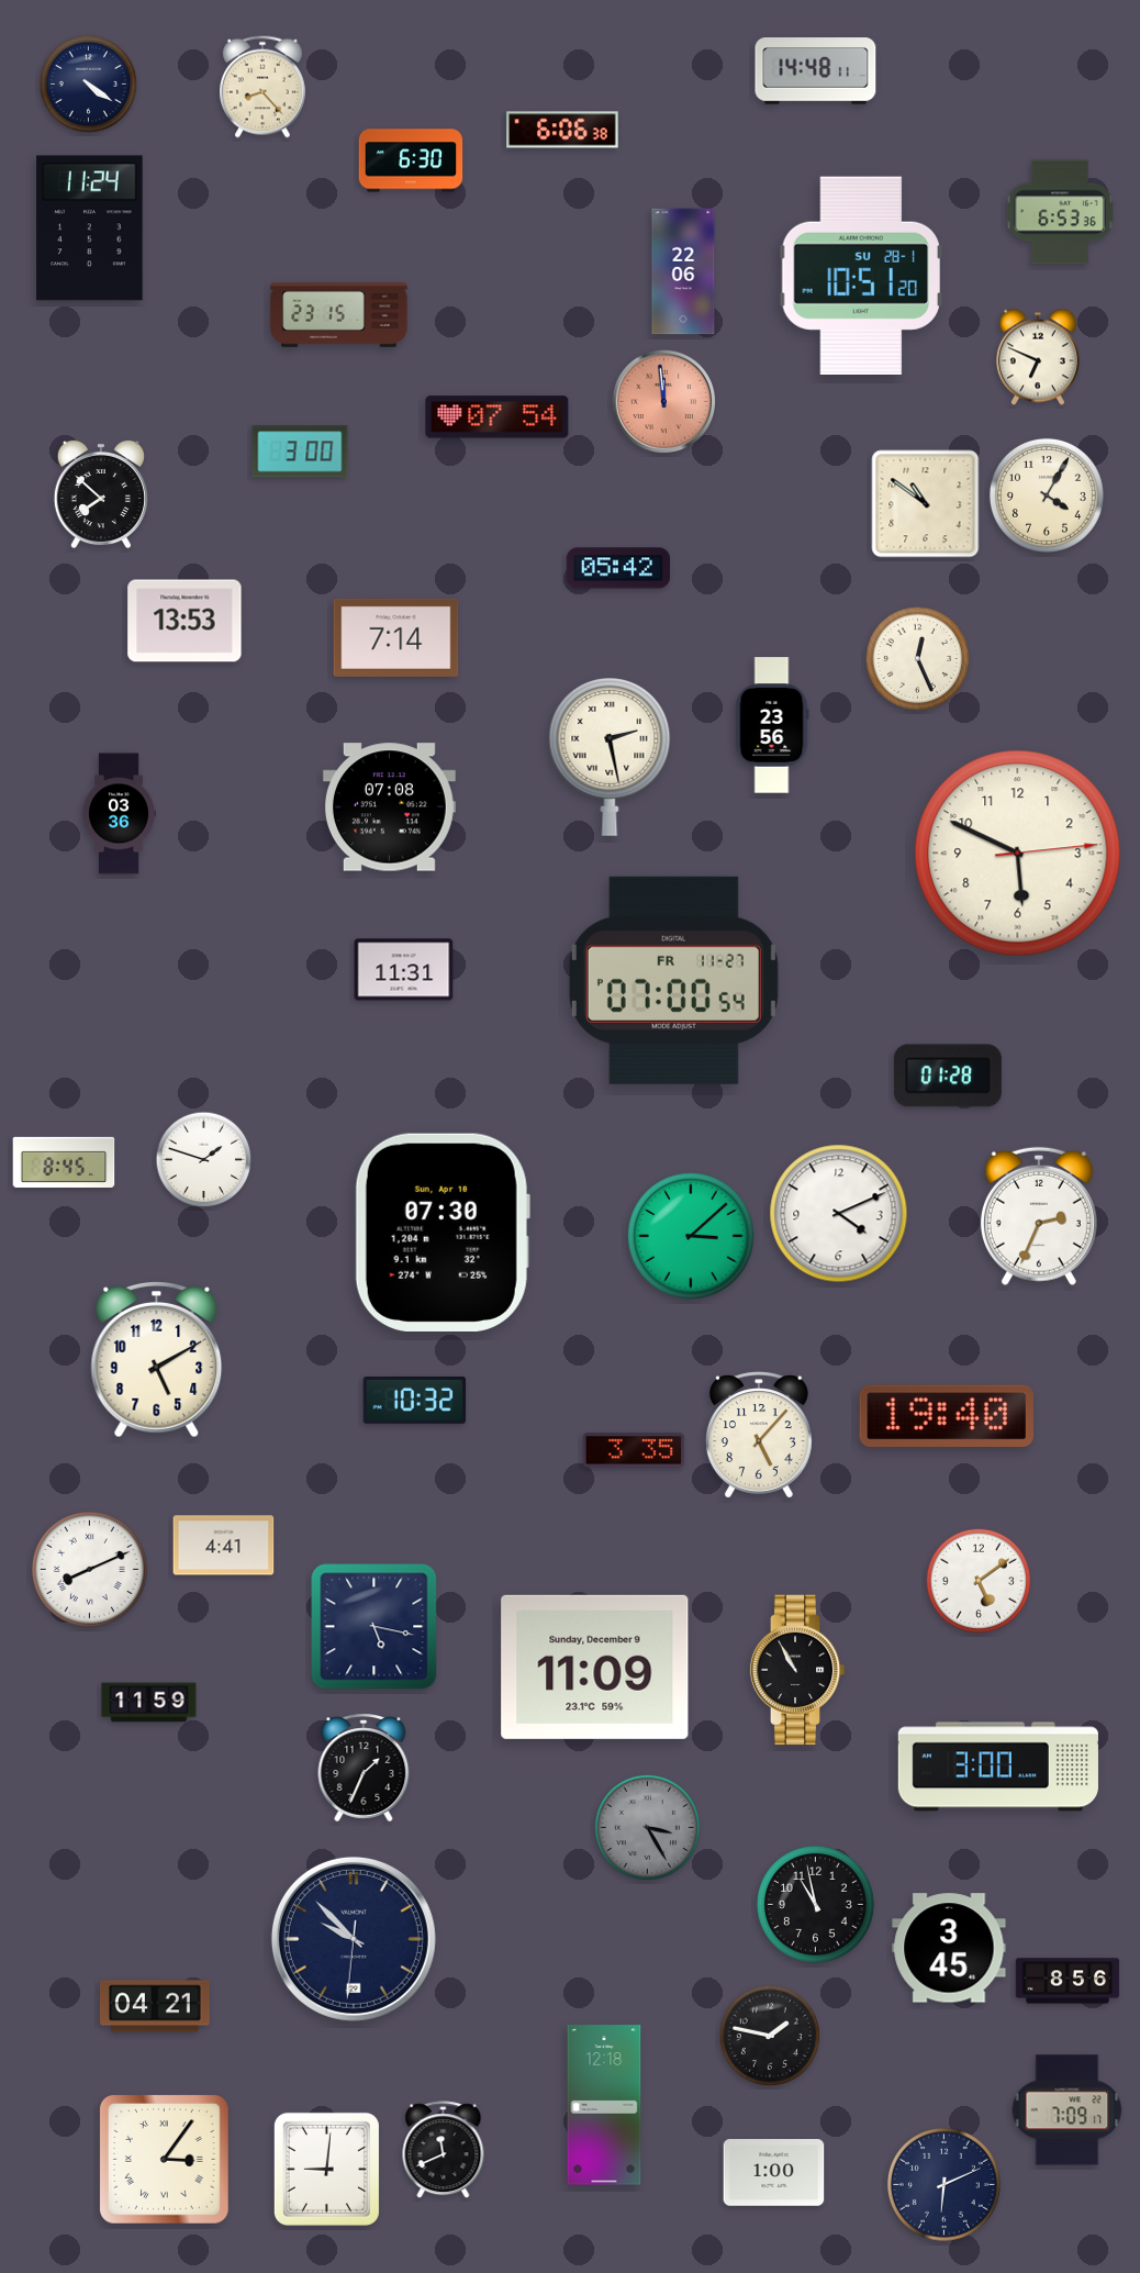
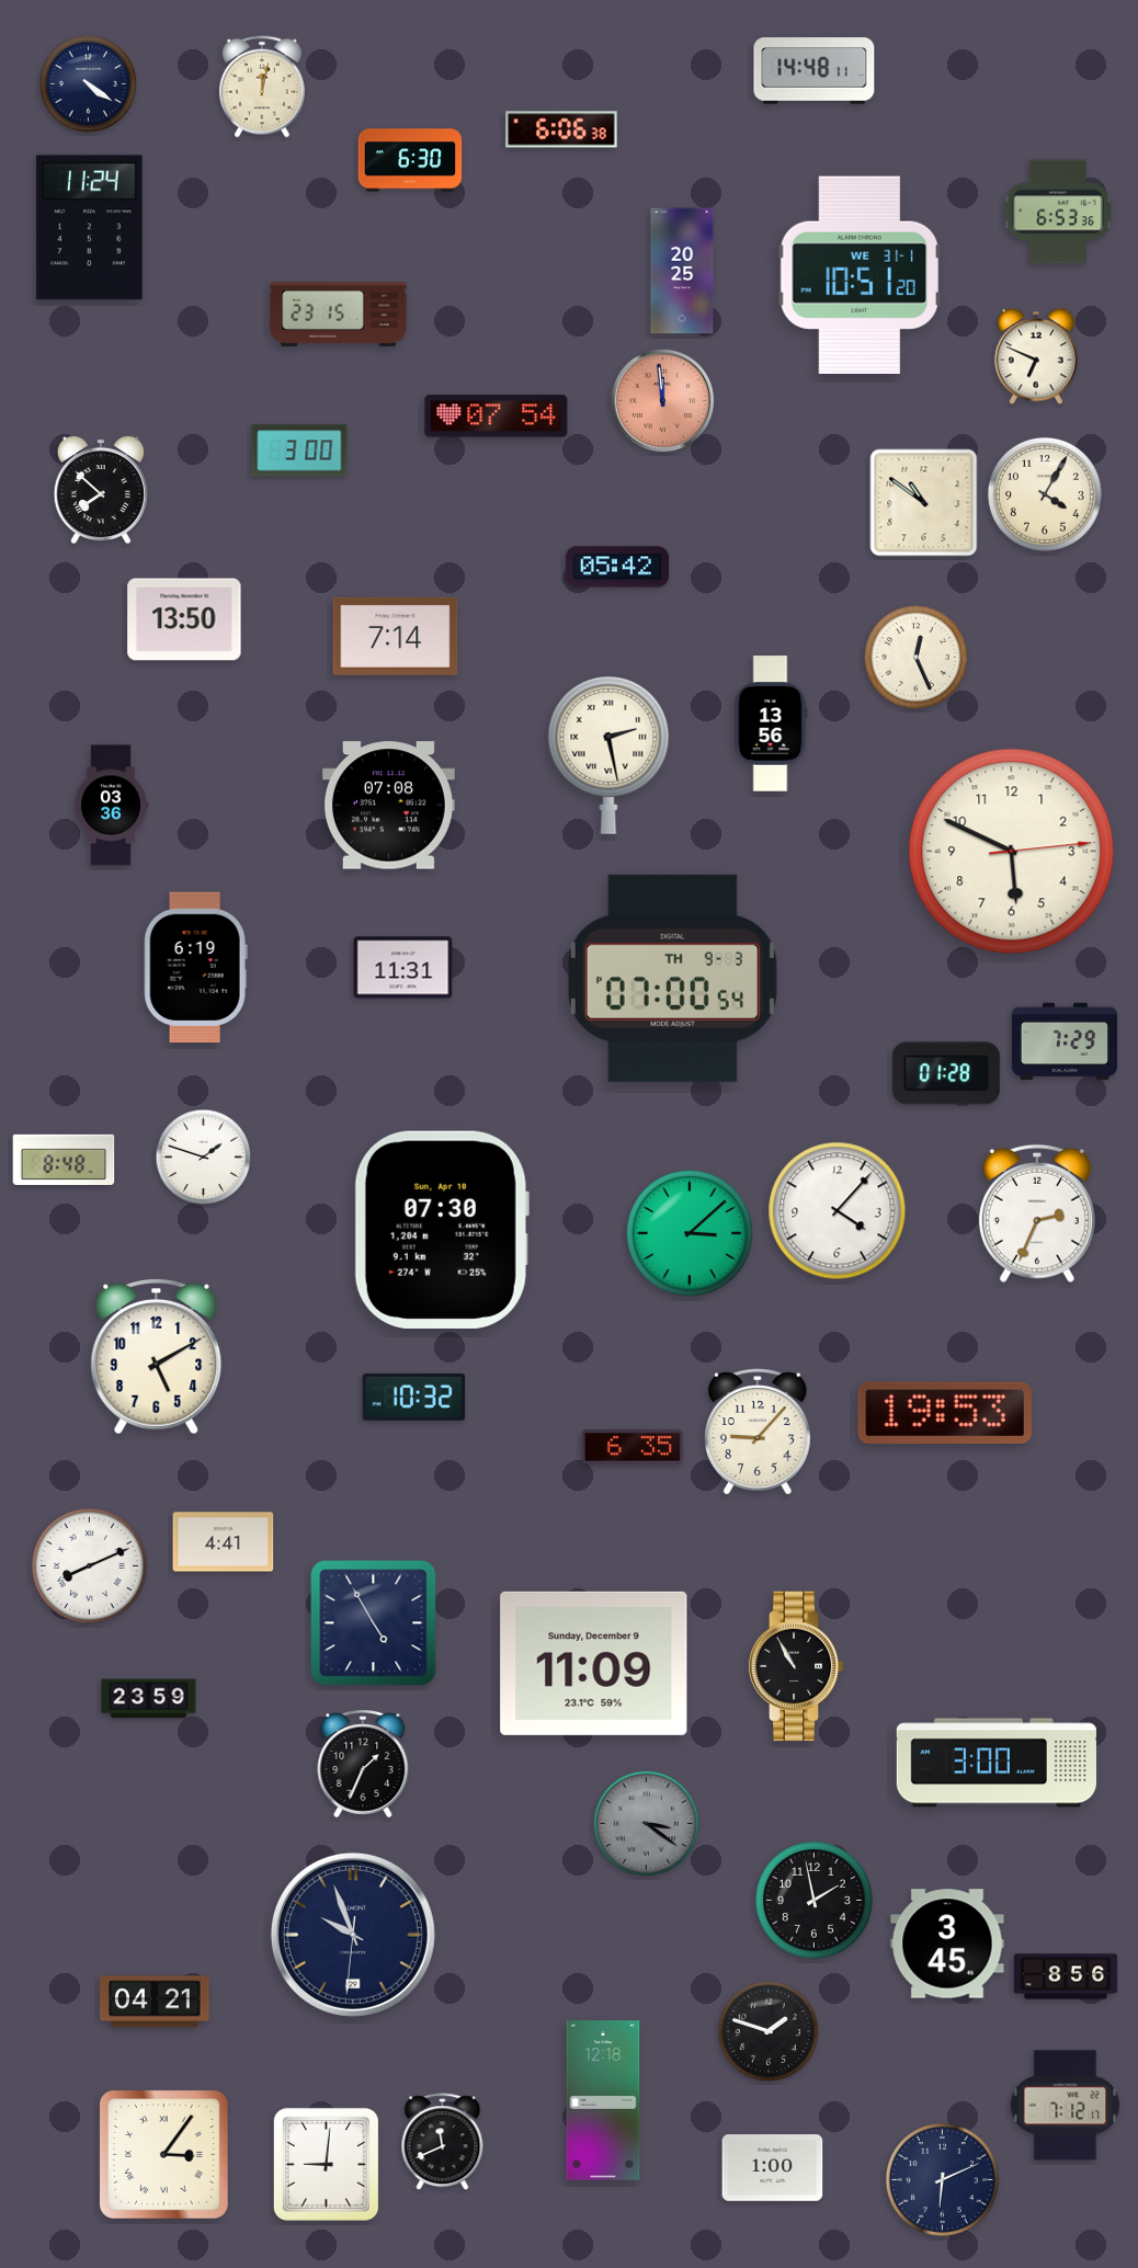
clock at (262, 87): 8:23 -> 12:02
clock at (683, 271): 22:06 -> 20:25
clock at (860, 276) date: SU 28-1 -> WE 31-1
clock at (101, 494) position: (101, 494) -> (101, 490)
clock at (185, 621): 13:53 -> 13:50
clock at (772, 725): 23:56 -> 13:56
clock at (118, 814) position: (118, 814) -> (110, 806)
clock at (1018, 854) position: (1018, 854) -> (1012, 852)
clock at (195, 968): none -> 6:19
clock at (673, 980) date: FR 11-27 -> TH 9-3
clock at (1065, 1041): none -> 7:29
clock at (64, 1161): 8:45 -> 8:48
clock at (839, 1214): 4:11 -> 4:07
clock at (947, 1416): 19:40 -> 19:53
clock at (759, 1435): 5:07 -> 9:07
clock at (634, 1450): 3:35 -> 6:35
clock at (979, 1581): 5:09 -> none
clock at (375, 1627): 5:17 -> 4:55
clock at (149, 1703): 11:59 -> 23:59
clock at (647, 1827): 3:25 -> 3:21
clock at (815, 1904): 10:58 -> 1:58
clock at (354, 1939): 9:52 -> 9:56
clock at (770, 2036): 1:47 -> 1:48
clock at (1068, 2110): 7:09 -> 7:12
clock at (444, 2150) position: (444, 2150) -> (443, 2142)
